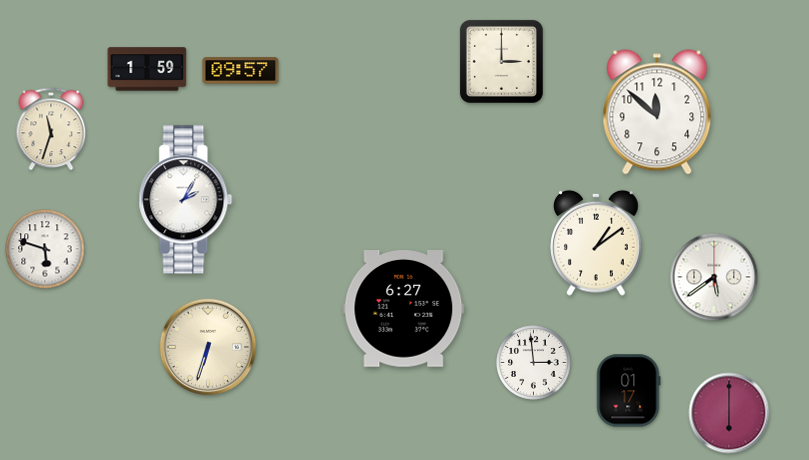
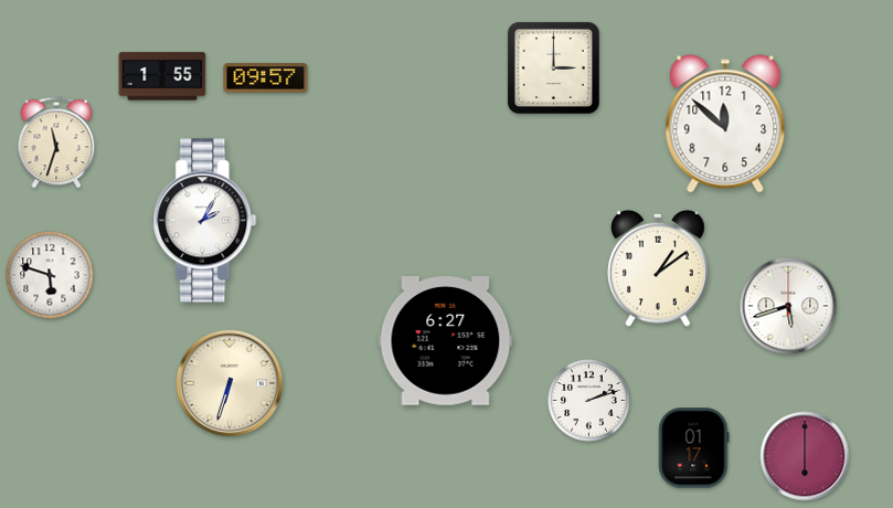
clock at (147, 69): 1:59 -> 1:55
clock at (714, 277): 5:39 -> 5:42
clock at (534, 363): 2:59 -> 2:12
clock at (629, 391) position: (629, 391) -> (694, 448)
